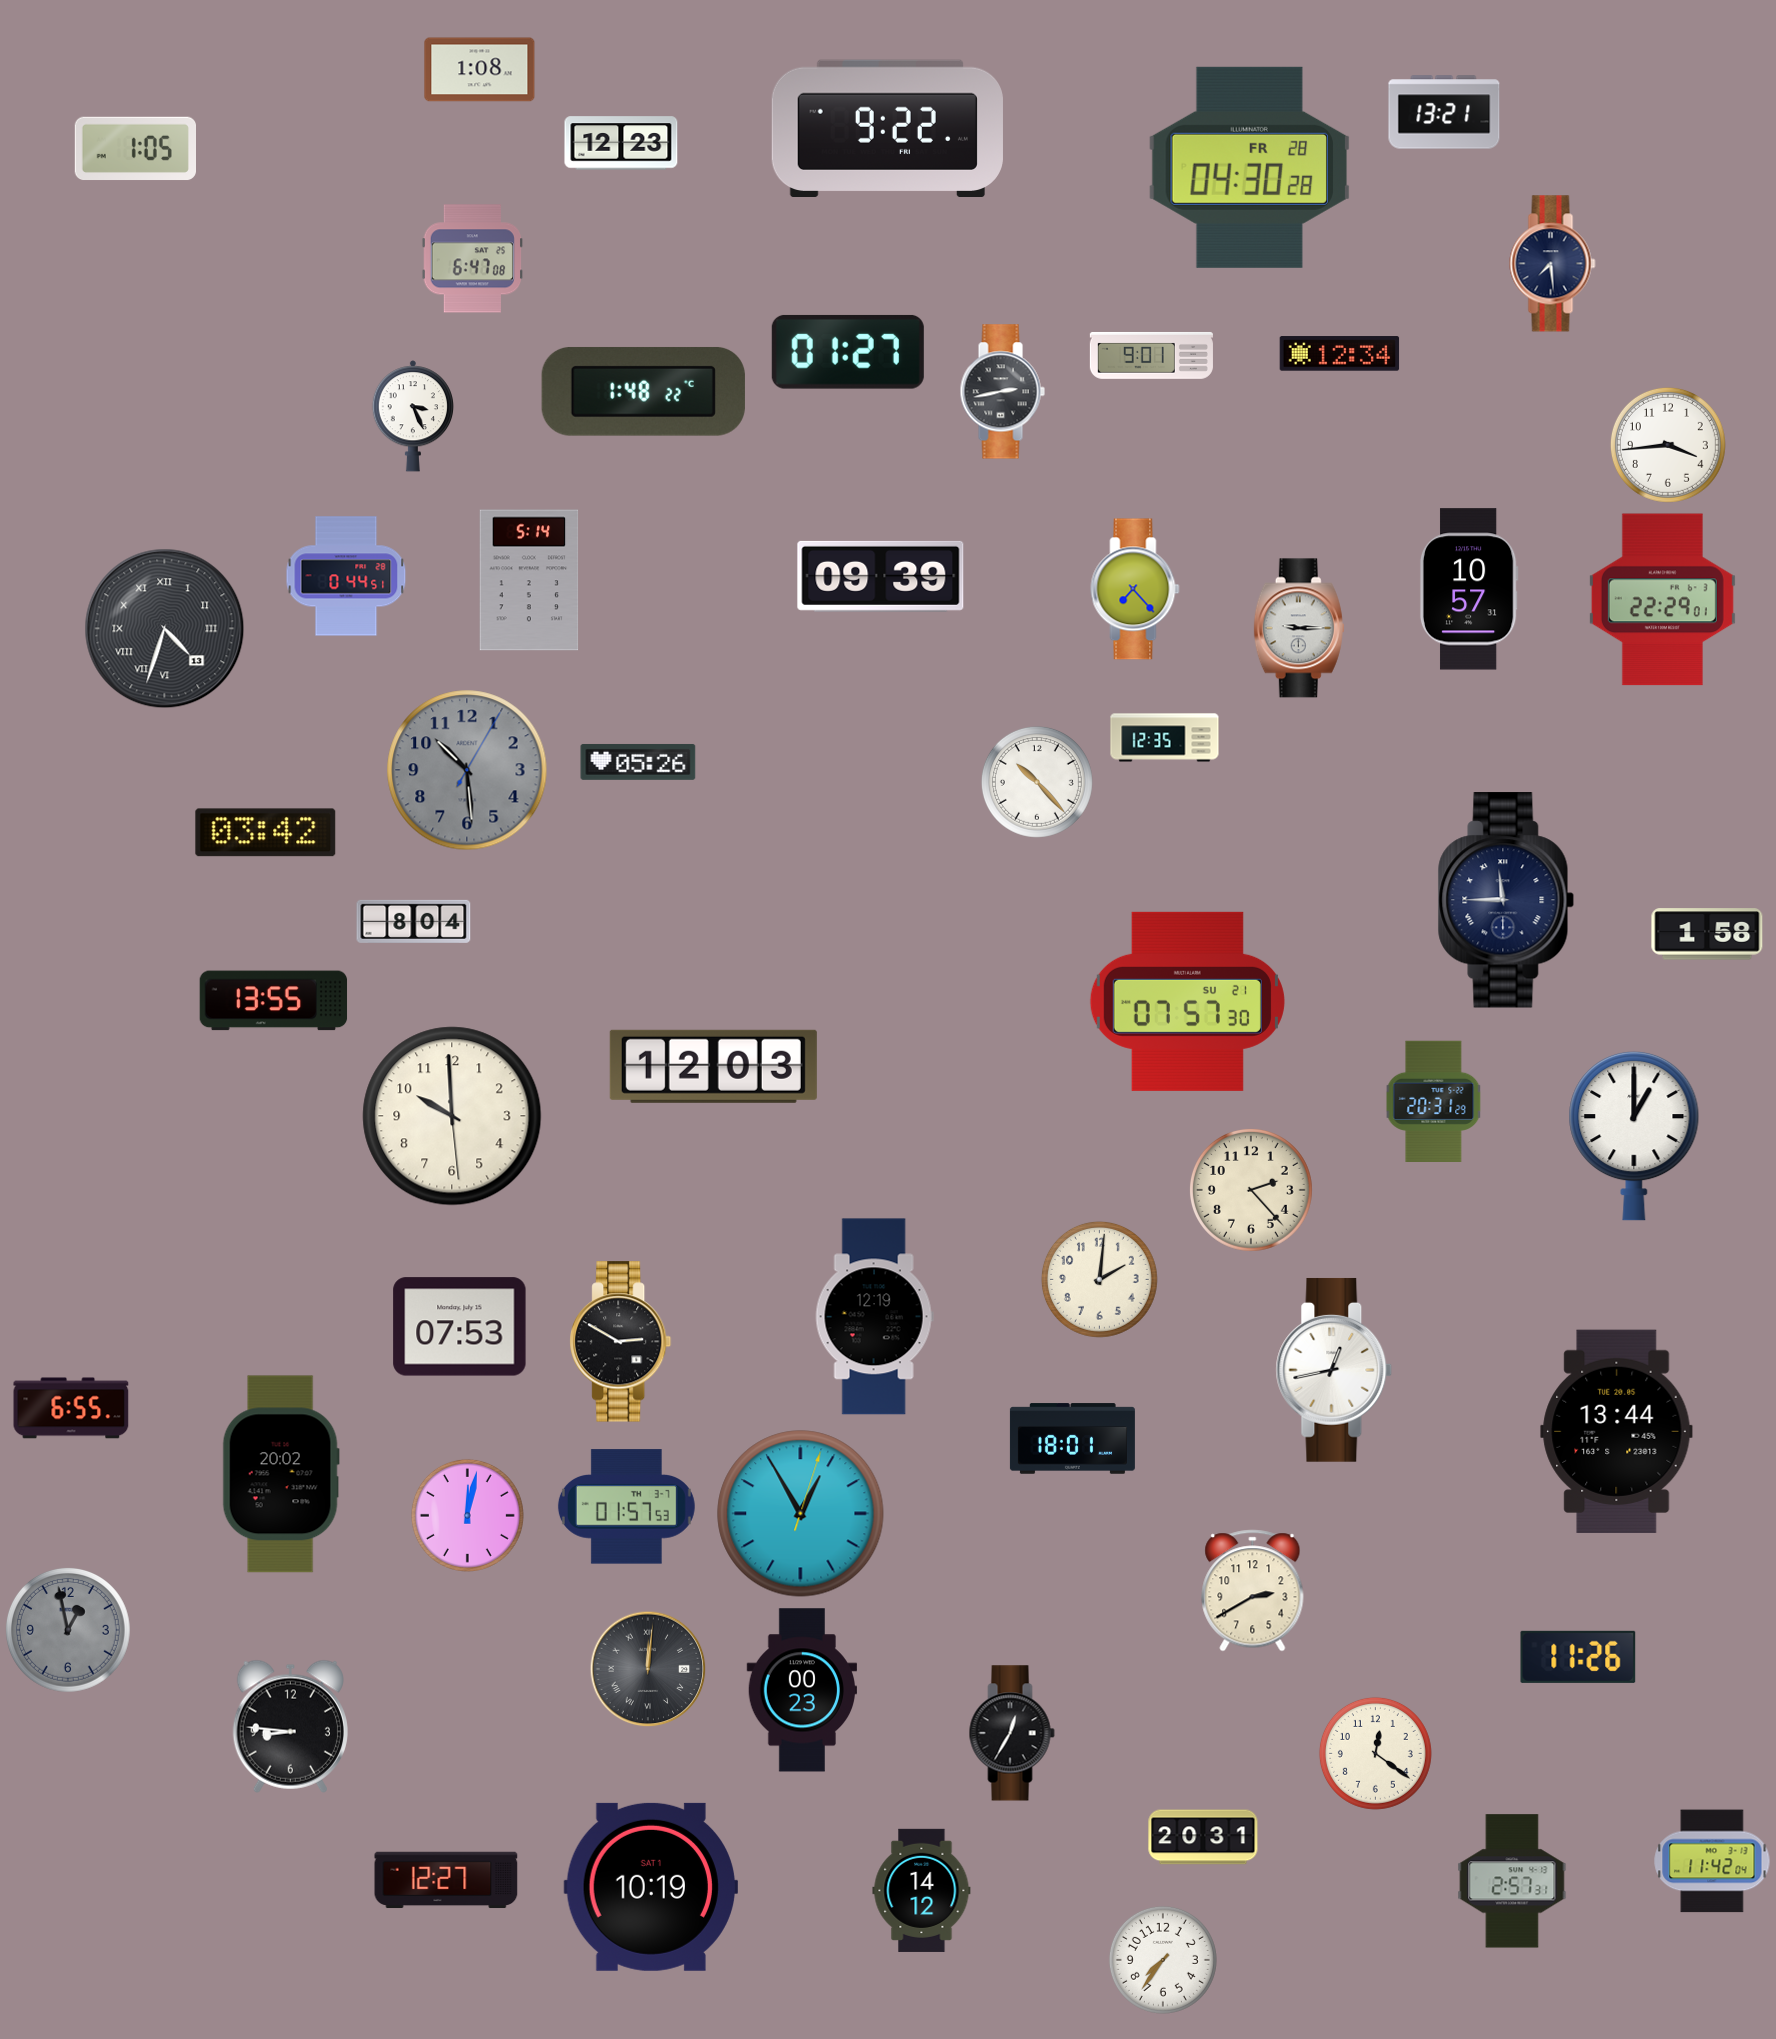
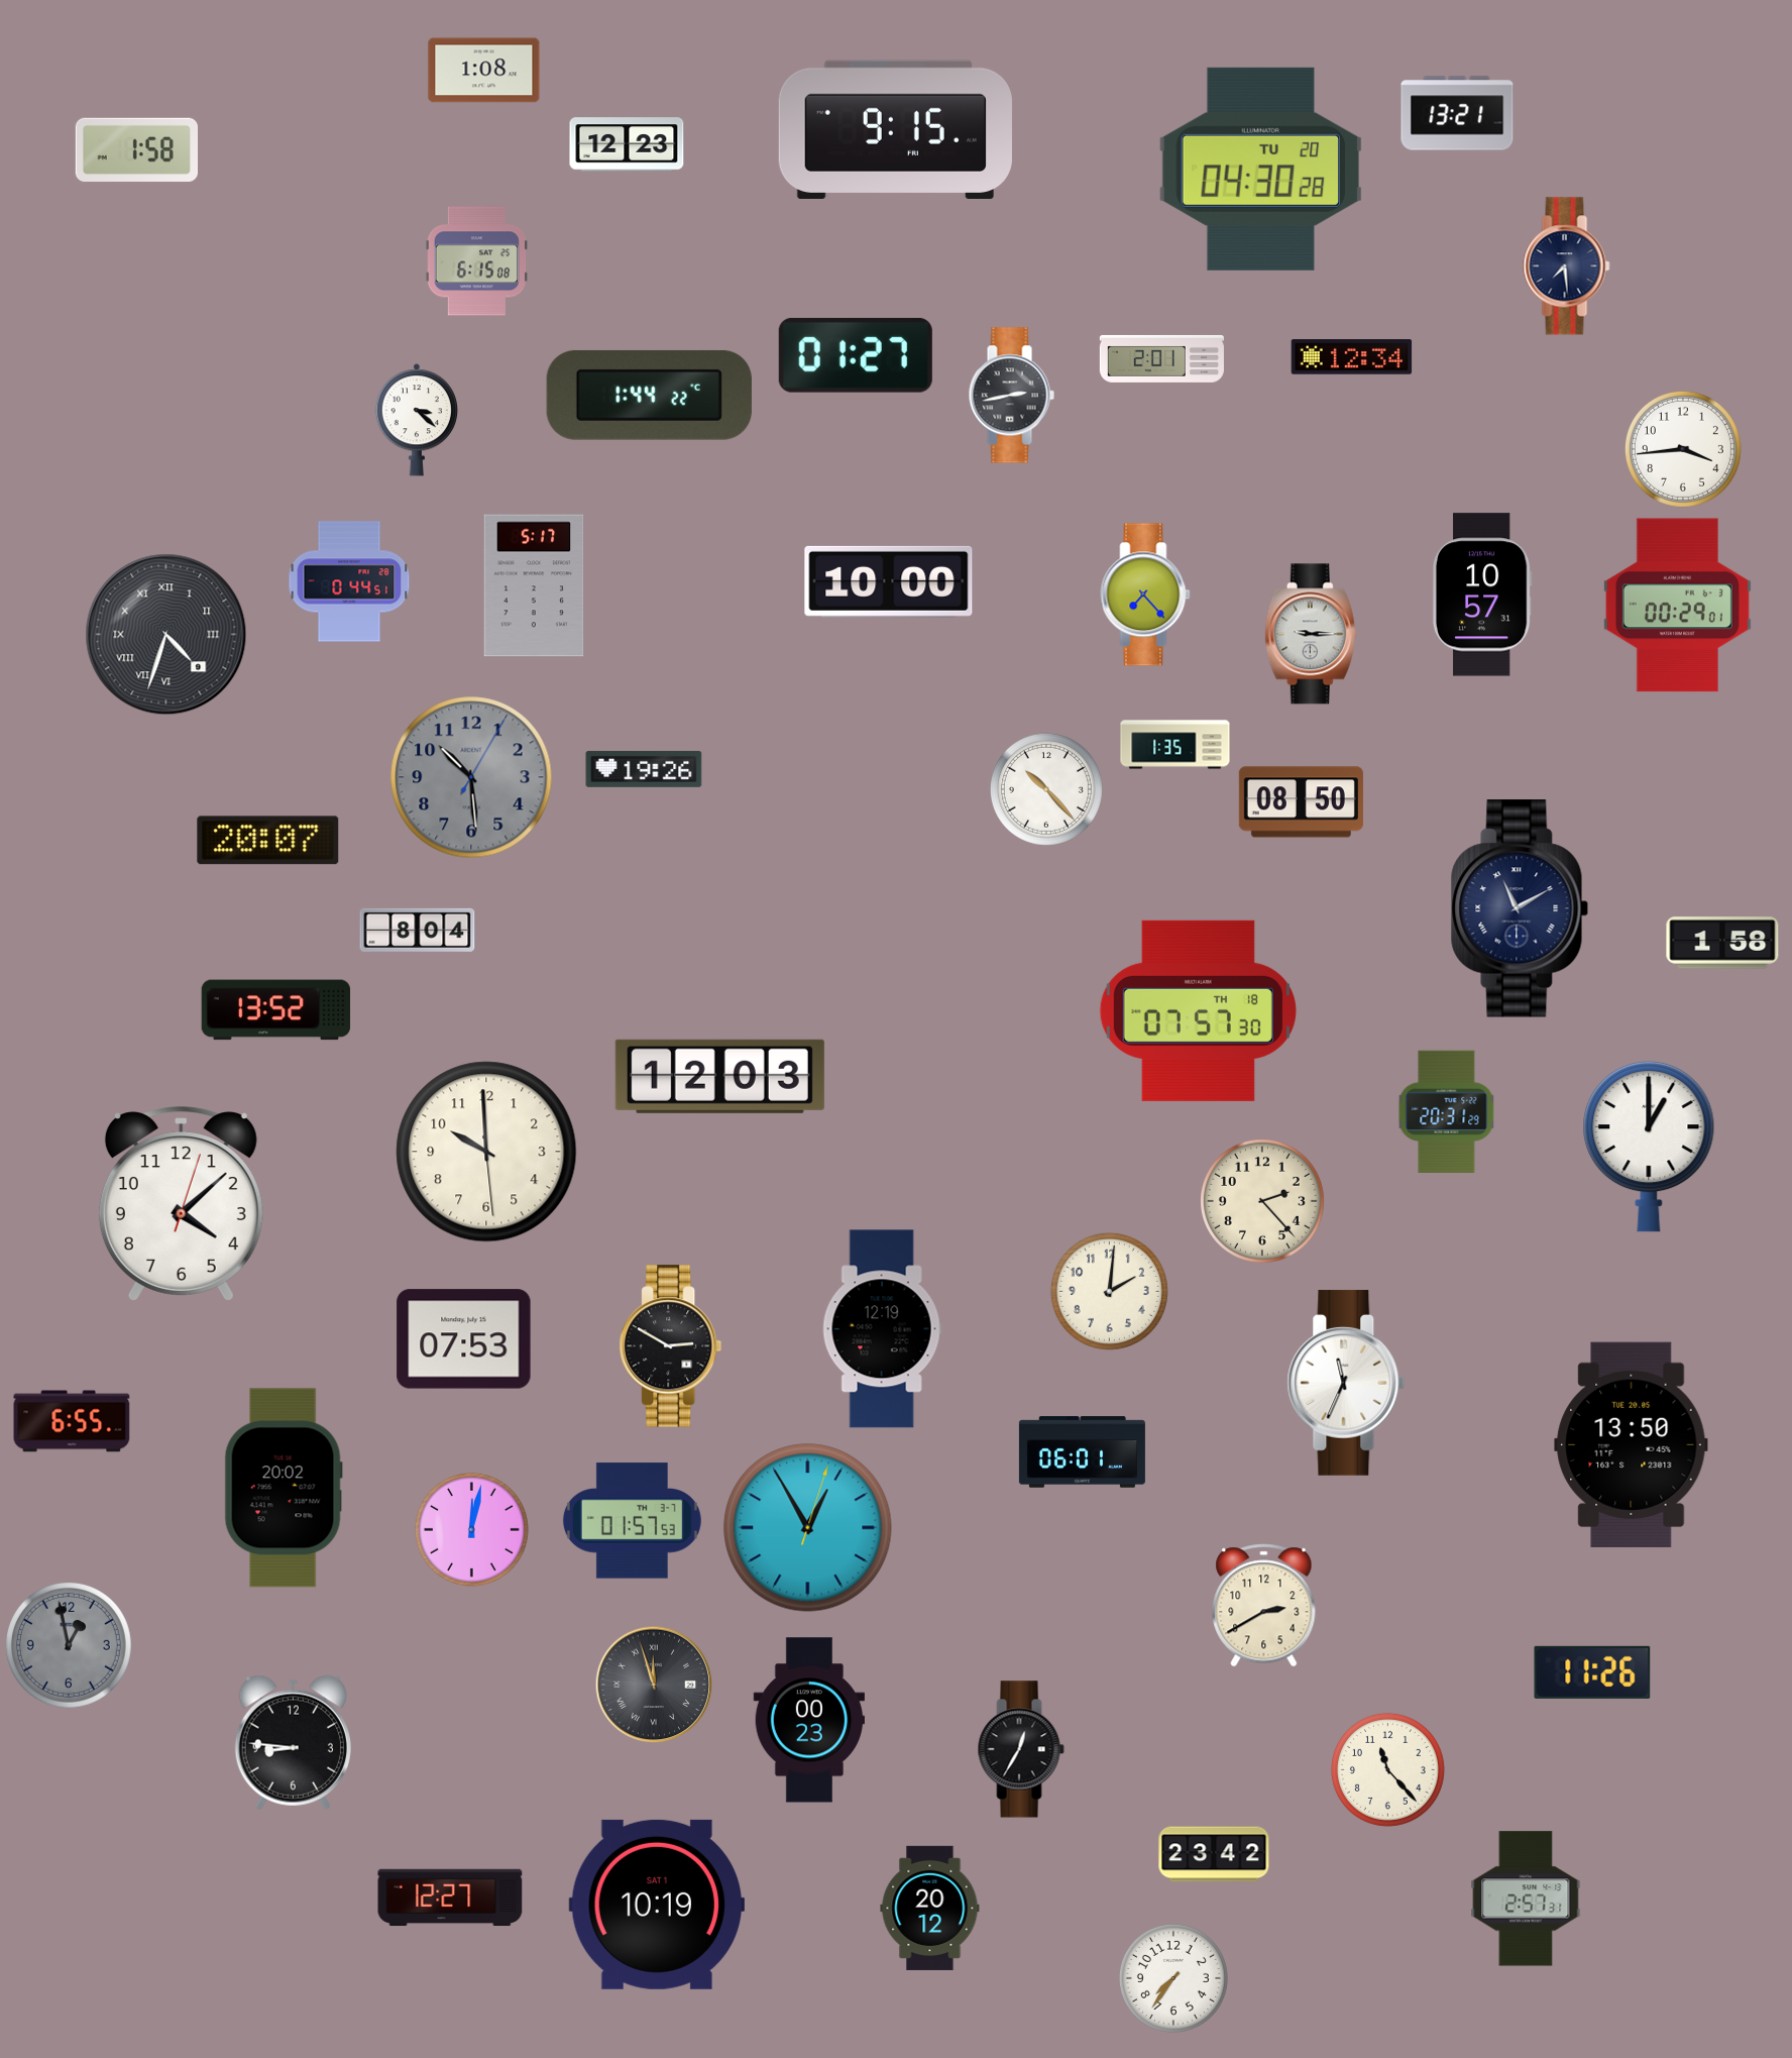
clock at (887, 128): 9:22 -> 9:15
clock at (135, 149): 1:05 -> 1:58
clock at (1249, 167) date: FR 28 -> TU 20
clock at (472, 259): 6:47 -> 6:15
clock at (1151, 355): 9:01 -> 2:01
clock at (643, 391): 1:48 -> 1:44
clock at (412, 416): 3:26 -> 3:22
clock at (881, 576): 09:39 -> 10:00
clock at (529, 580): 5:14 -> 5:17
clock at (1662, 600): 22:29 -> 00:29
clock at (165, 629) date: 13 -> 9
clock at (1165, 738): 12:35 -> 1:35
clock at (638, 762): 05:26 -> 19:26
clock at (1301, 802): none -> 08:50
clock at (266, 833): 03:42 -> 20:07
clock at (1506, 900): 11:45 -> 11:10
clock at (274, 1001): 13:55 -> 13:52
clock at (1187, 1001) date: SU 21 -> TH 18
clock at (452, 1116) position: (452, 1116) -> (486, 1152)
clock at (181, 1204): none -> 4:08
clock at (621, 1342) position: (621, 1342) -> (671, 1346)
clock at (1334, 1370): 12:43 -> 11:34
clock at (1617, 1431): 13:44 -> 13:50
clock at (1072, 1439): 18:01 -> 06:01
clock at (648, 1669): 12:01 -> 11:57
clock at (801, 1690) position: (801, 1690) -> (808, 1720)
clock at (1375, 1753): 12:21 -> 11:23
clock at (1203, 1837): 20:31 -> 23:42
clock at (1712, 1861): 11:42 -> none
clock at (922, 1890): 14:12 -> 20:12
